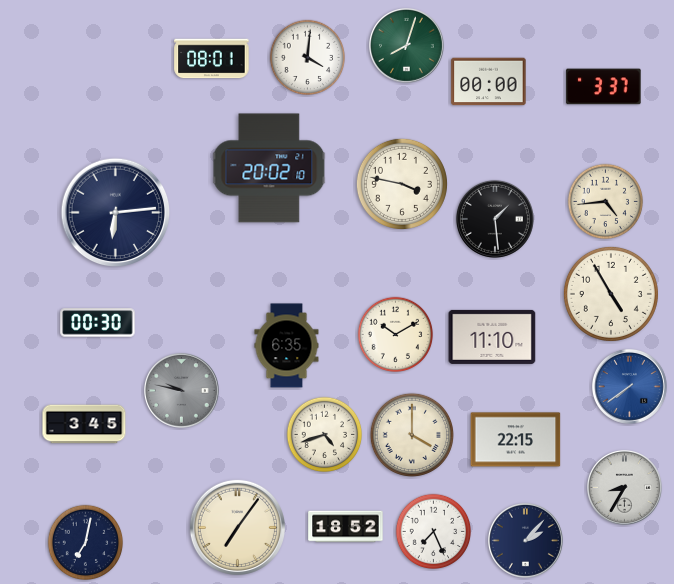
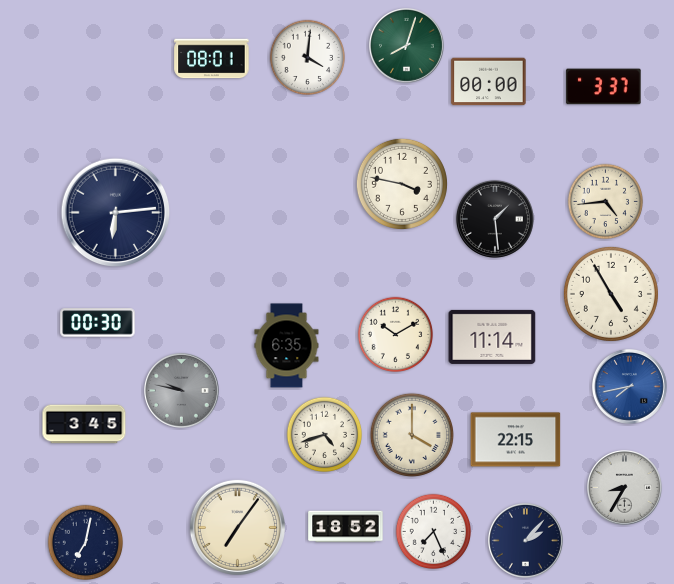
clock at (269, 168): 20:02 -> none
clock at (492, 337): 11:10 -> 11:14
clock at (629, 386): 7:39 -> 7:43
